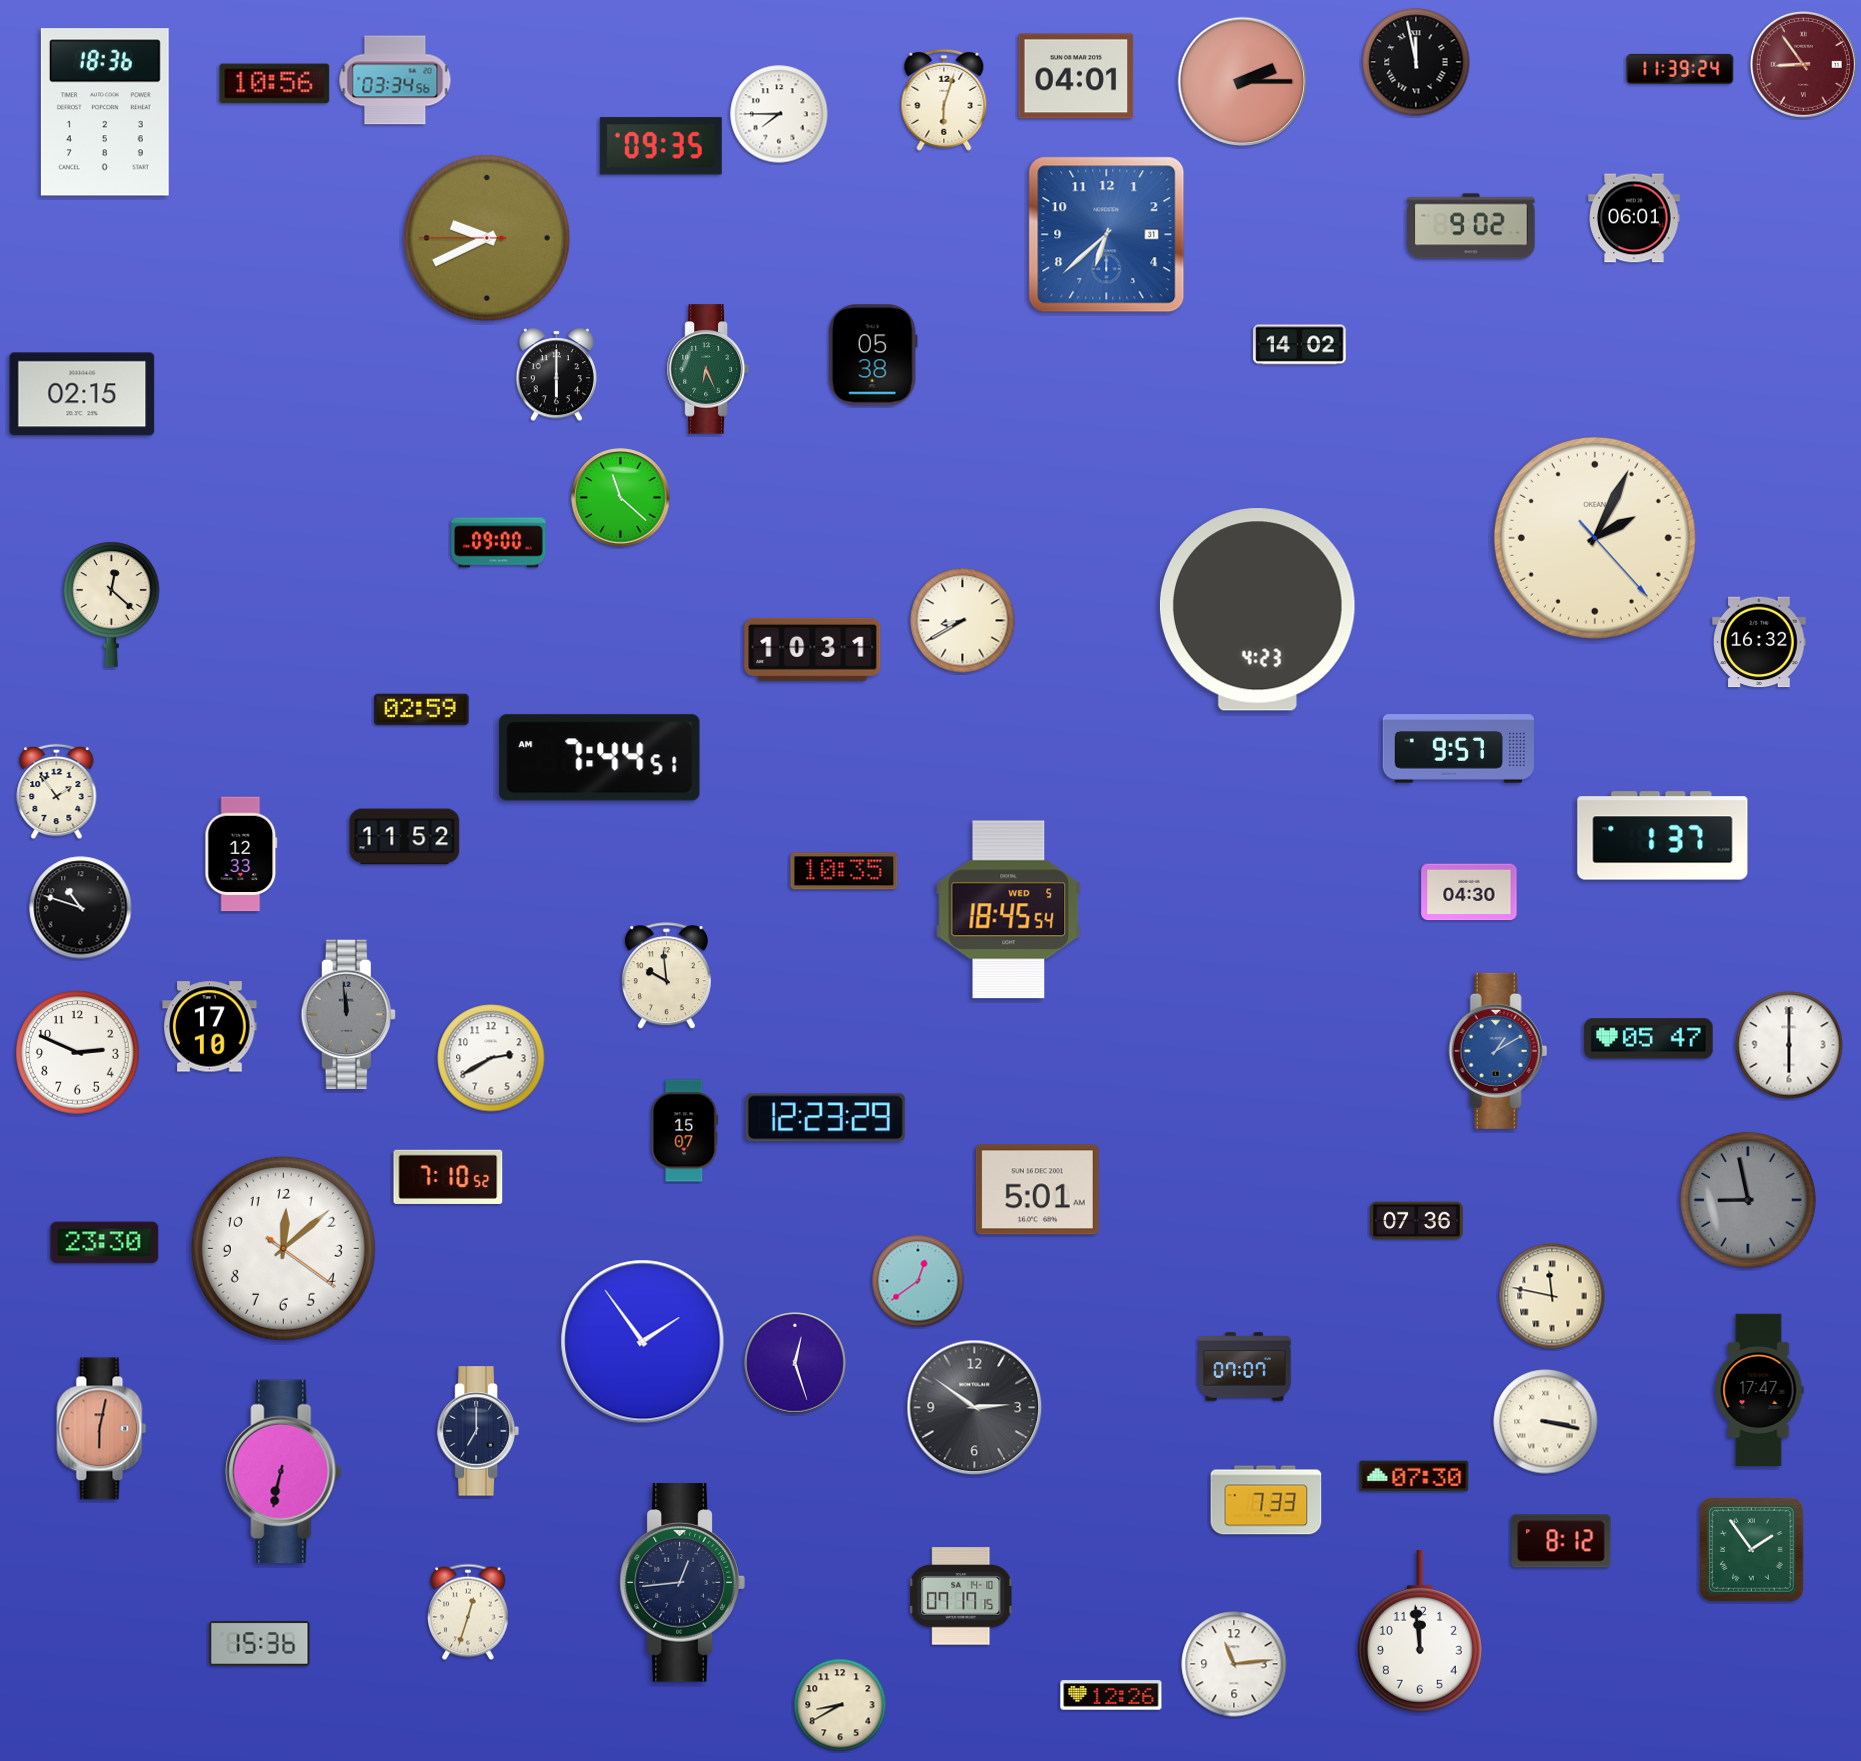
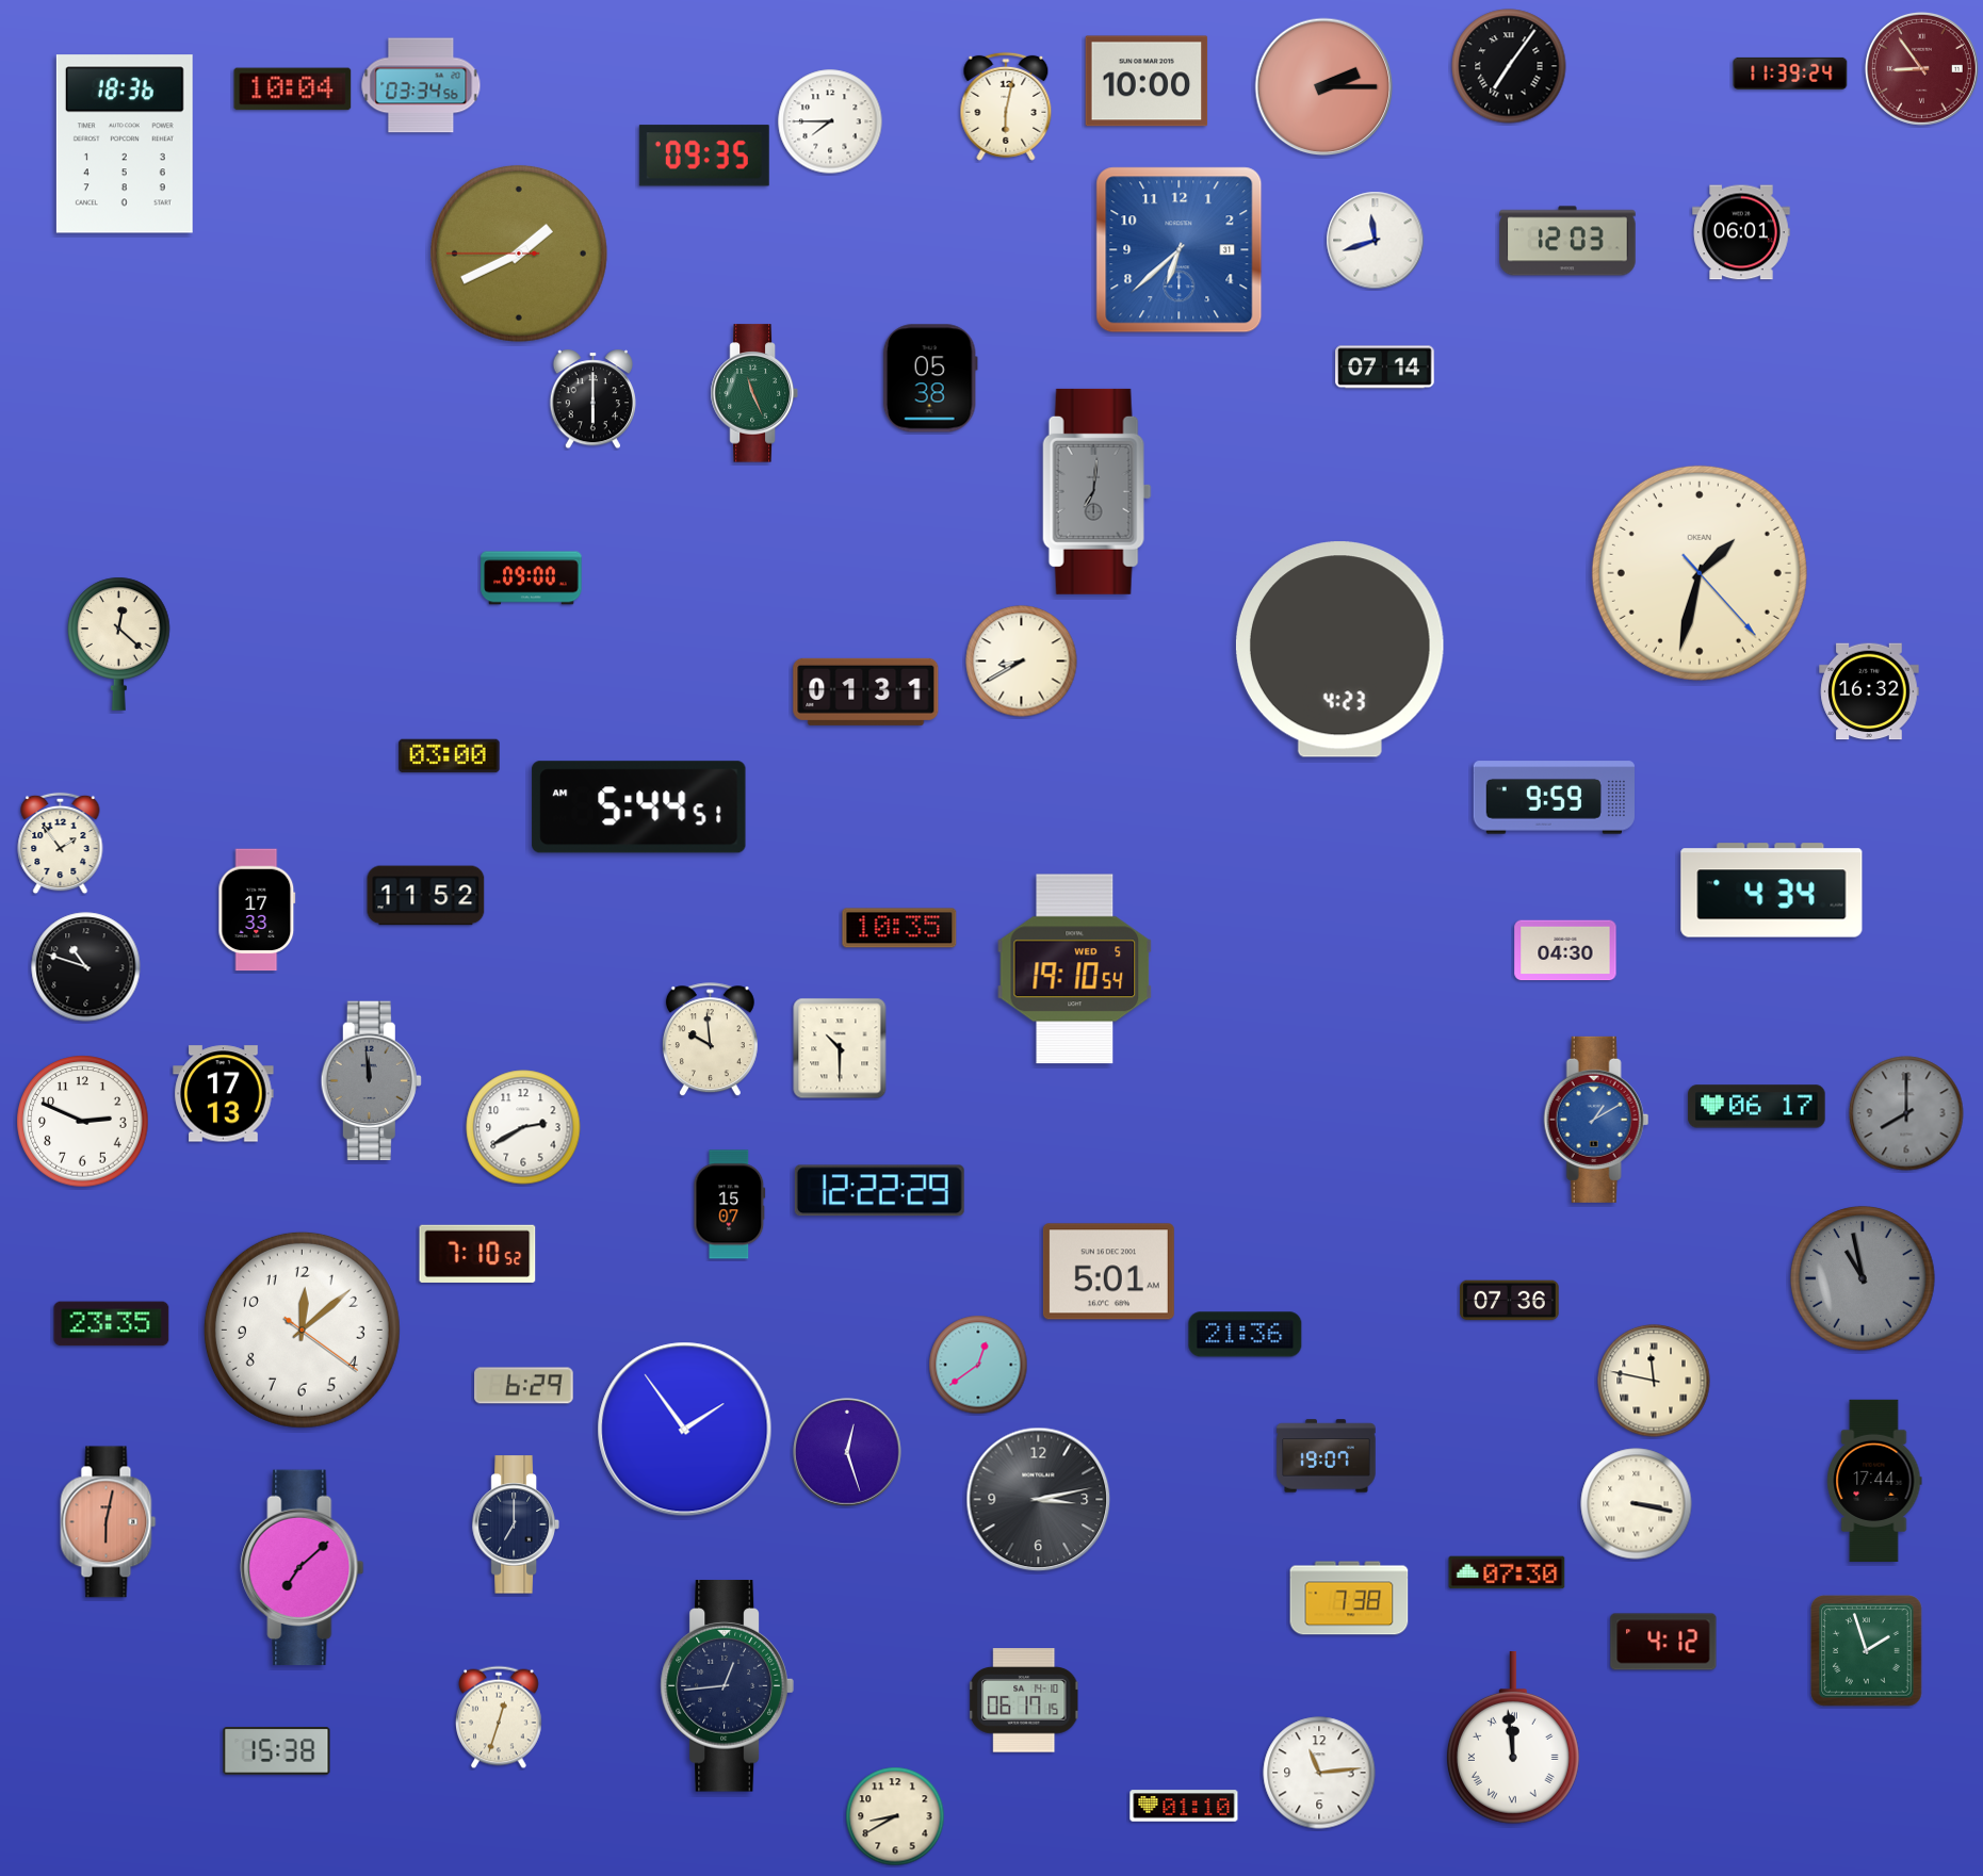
clock at (1416, 62): 11:58 -> 7:06
clock at (1076, 76): 04:01 -> 10:00
clock at (275, 84): 10:56 -> 10:04
clock at (944, 100): 6:03 -> 6:02
clock at (105, 112) position: (105, 112) -> (125, 144)
clock at (1376, 241): none -> 11:42
clock at (1471, 226): 9:02 -> 12:03
clock at (487, 238): 9:40 -> 1:40
clock at (1300, 345): 14:02 -> 07:14
clock at (708, 369): 6:26 -> 11:26
clock at (82, 394): 02:15 -> none
clock at (1098, 491): none -> 7:01
clock at (621, 498): 11:22 -> none
clock at (1595, 538): 2:04 -> 1:32
clock at (963, 621) position: (963, 621) -> (1022, 662)
clock at (1759, 642) position: (1759, 642) -> (1869, 691)
clock at (813, 649): 10:31 -> 01:31
clock at (422, 710): 02:59 -> 03:00
clock at (1458, 749): 9:57 -> 9:59
clock at (600, 758): 7:44 -> 5:44
clock at (1663, 836): 1:37 -> 4:34
clock at (405, 837) position: (405, 837) -> (426, 896)
clock at (241, 854): 12:33 -> 17:33
clock at (1009, 910): 18:45 -> 19:10
clock at (840, 1048): none -> 10:30
clock at (210, 1027): 17:10 -> 17:13
clock at (1649, 1039): 05:47 -> 06:17
clock at (1789, 1045): 6:00 -> 8:00
clock at (1789, 1045) dial: white -> grey
clock at (825, 1118): 12:23 -> 12:22
clock at (1037, 1190) position: (1037, 1190) -> (1108, 1272)
clock at (1748, 1200): 8:58 -> 10:58
clock at (105, 1243): 23:30 -> 23:35
clock at (1246, 1335): none -> 21:36
clock at (524, 1386): none -> 6:29
clock at (1245, 1367): 07:07 -> 19:07
clock at (1759, 1389): 17:47 -> 17:44
clock at (975, 1408): 2:51 -> 3:13
clock at (1546, 1422) position: (1546, 1422) -> (1637, 1504)
clock at (478, 1431) position: (478, 1431) -> (516, 1524)
clock at (284, 1472): 6:32 -> 7:08
clock at (1266, 1500): 7:33 -> 7:38
clock at (1561, 1541): 8:12 -> 4:12
clock at (1752, 1550): 1:54 -> 1:57
clock at (961, 1596): 07:17 -> 06:17
clock at (1420, 1632) numerals: Arabic -> Roman
clock at (260, 1644): 15:36 -> 15:38
clock at (1234, 1664) position: (1234, 1664) -> (1319, 1773)
clock at (1111, 1695): 12:26 -> 01:10
